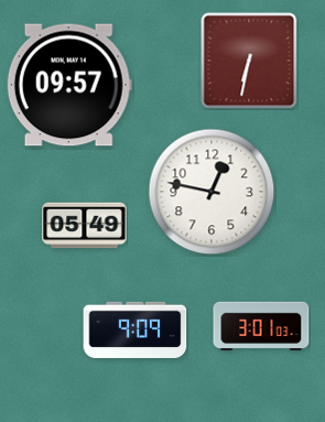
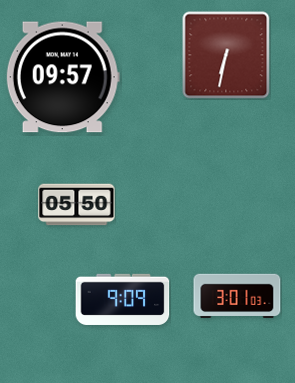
clock at (212, 192): 12:47 -> none
clock at (85, 226): 05:49 -> 05:50
